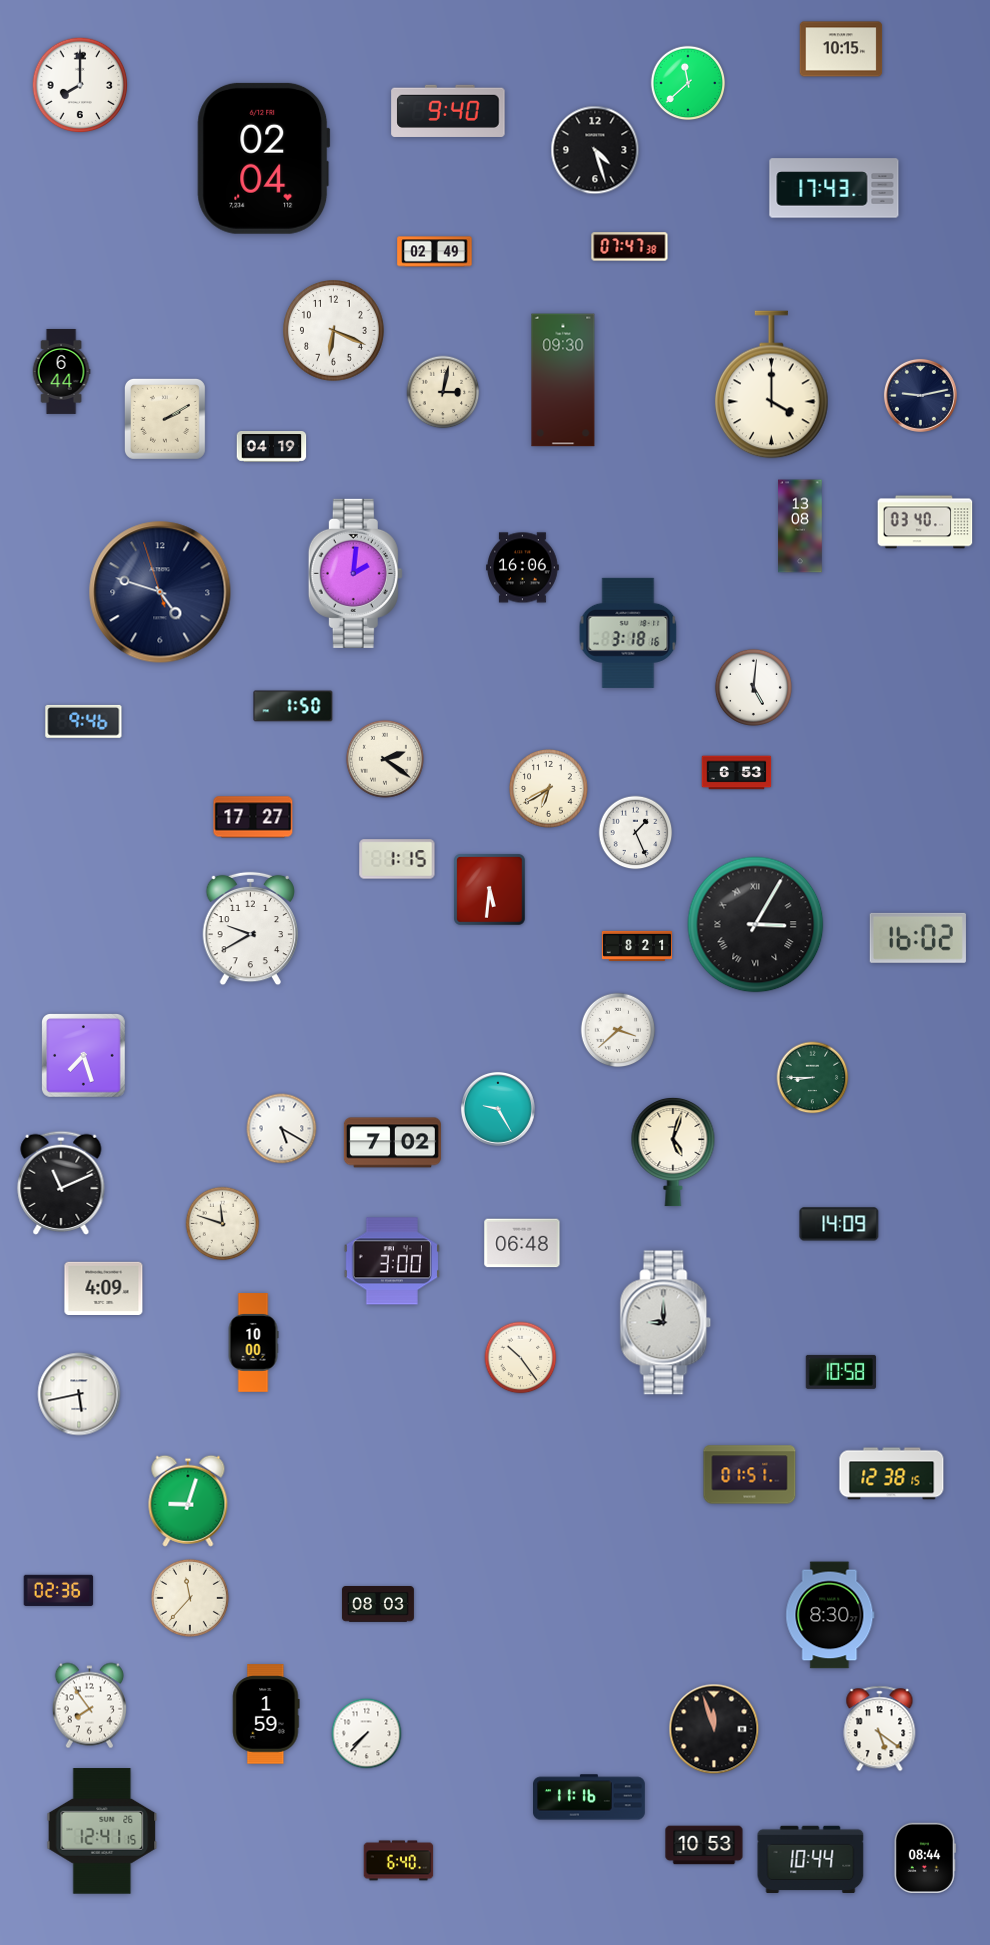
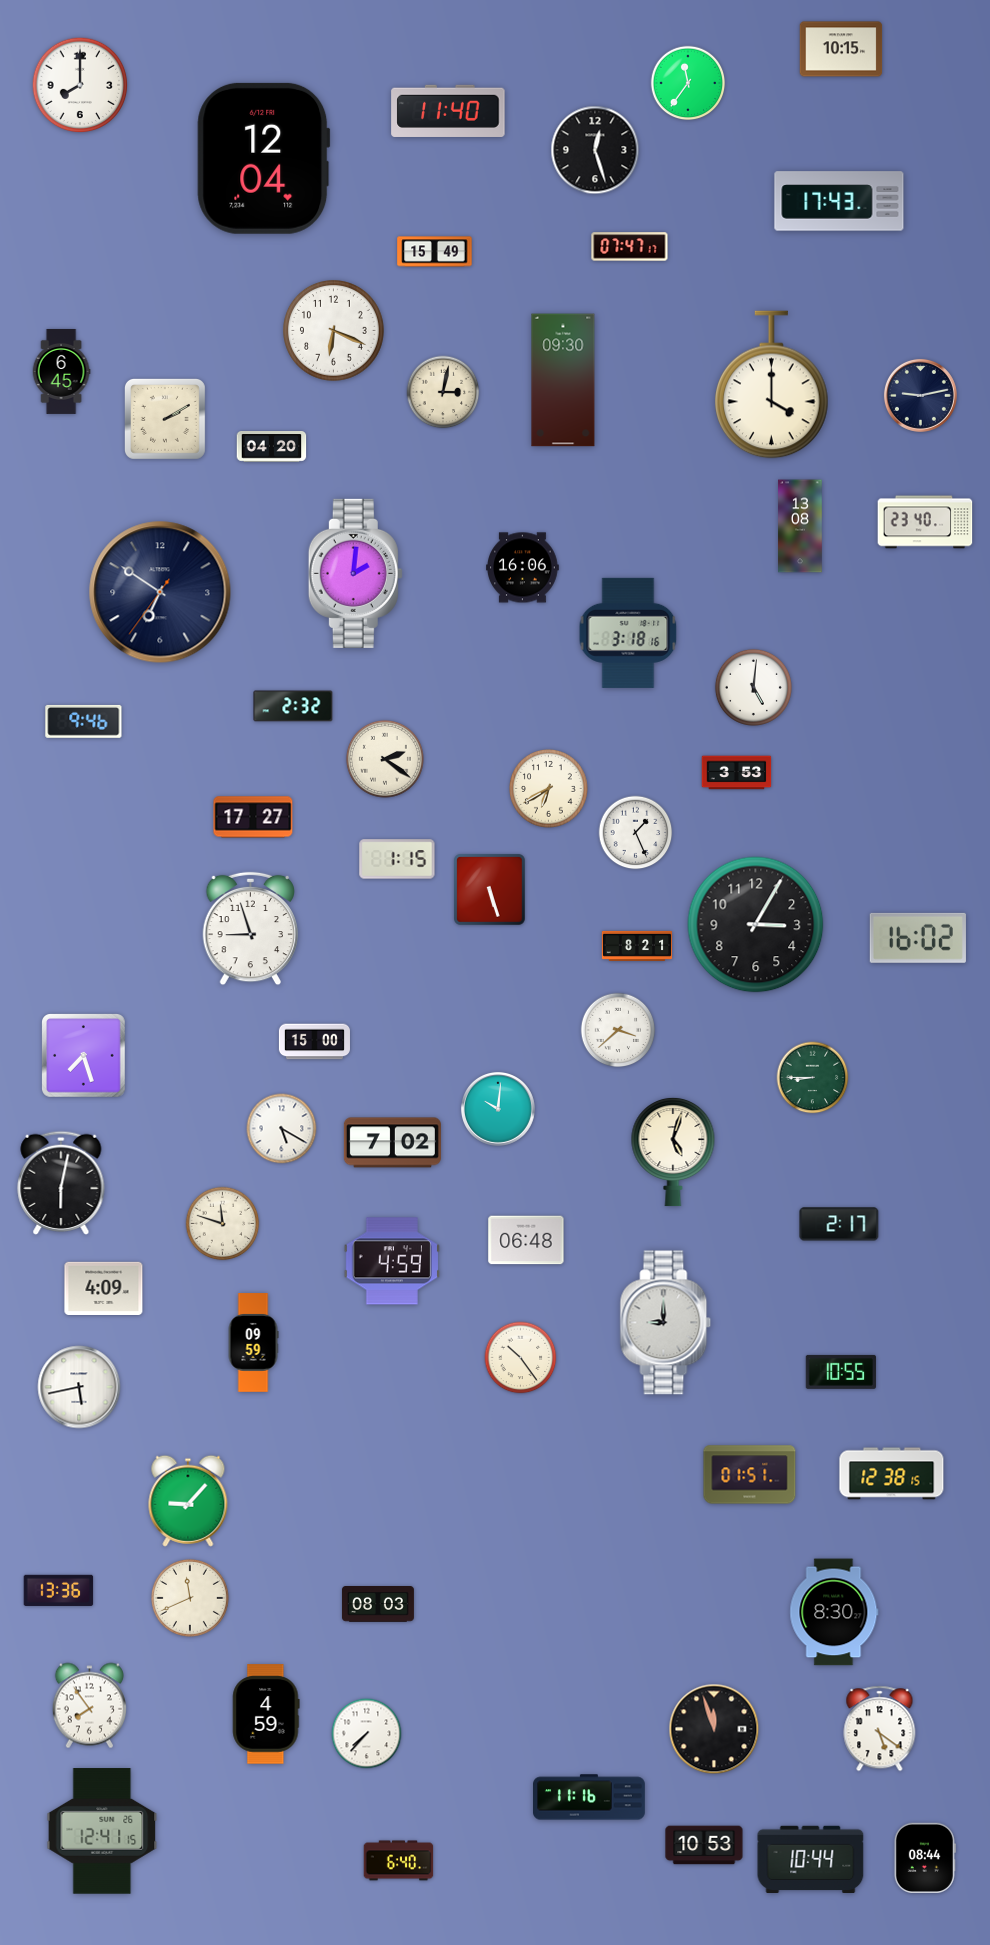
clock at (688, 83): 11:38 -> 11:36
clock at (448, 111): 9:40 -> 11:40
clock at (595, 150): 4:27 -> 12:27
clock at (264, 158): 02:04 -> 12:04
clock at (834, 188) position: (834, 188) -> (839, 201)
clock at (630, 247): 07:47:38 -> 07:47:17
clock at (435, 252): 02:49 -> 15:49
clock at (61, 371): 6:44 -> 6:45
clock at (272, 447): 04:19 -> 04:20
clock at (925, 522): 03:40 -> 23:40
clock at (160, 592): 4:47 -> 6:50
clock at (293, 706): 1:50 -> 2:32
clock at (737, 773): 6:53 -> 3:53
clock at (490, 890): 5:31 -> 5:27
clock at (756, 925) numerals: Roman -> Arabic
clock at (251, 929): 9:40 -> 8:57
clock at (314, 1042): none -> 15:00
clock at (498, 1109): 9:25 -> 10:01
clock at (61, 1183): 11:11 -> 6:02
clock at (839, 1224): 14:09 -> 2:17
clock at (522, 1243) position: (522, 1243) -> (526, 1240)
clock at (392, 1261): 3:00 -> 4:59
clock at (253, 1343): 10:00 -> 09:59
clock at (841, 1372): 10:58 -> 10:55
clock at (79, 1394) position: (79, 1394) -> (79, 1387)
clock at (188, 1501): 9:03 -> 9:07
clock at (59, 1590): 02:36 -> 13:36
clock at (190, 1598): 11:37 -> 11:41
clock at (830, 1615) position: (830, 1615) -> (834, 1612)
clock at (266, 1714): 1:59 -> 4:59
